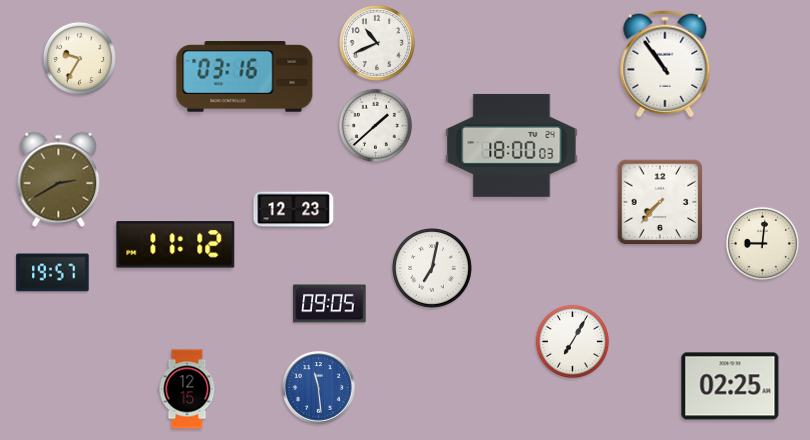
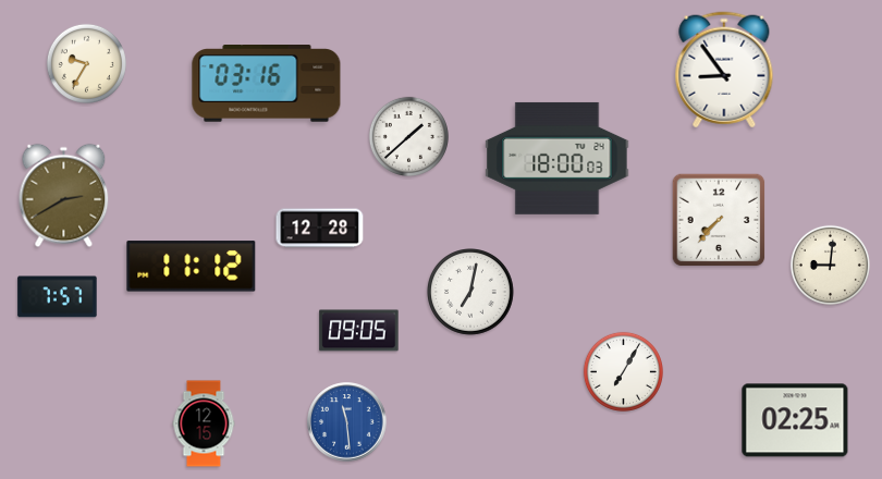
clock at (377, 43): 10:41 -> none
clock at (665, 64): 10:54 -> 8:54
clock at (294, 210): 12:23 -> 12:28
clock at (53, 273): 19:57 -> 7:57
